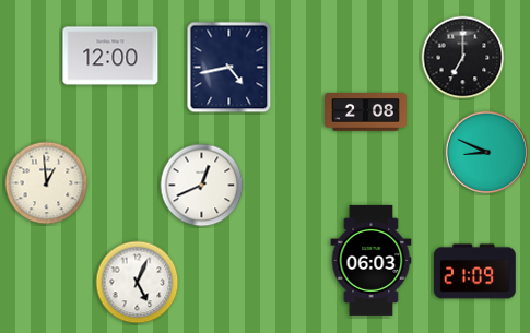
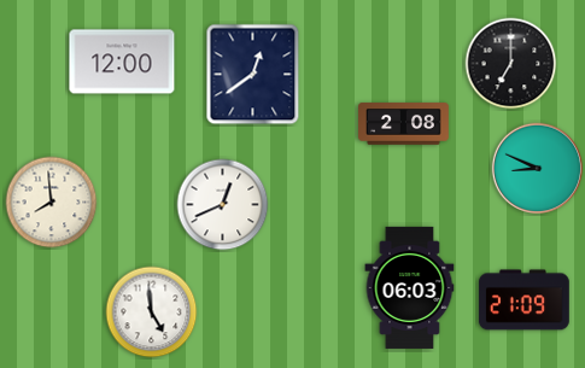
clock at (229, 68): 4:43 -> 12:39
clock at (47, 183): 12:59 -> 7:59
clock at (138, 283): 5:04 -> 4:59
